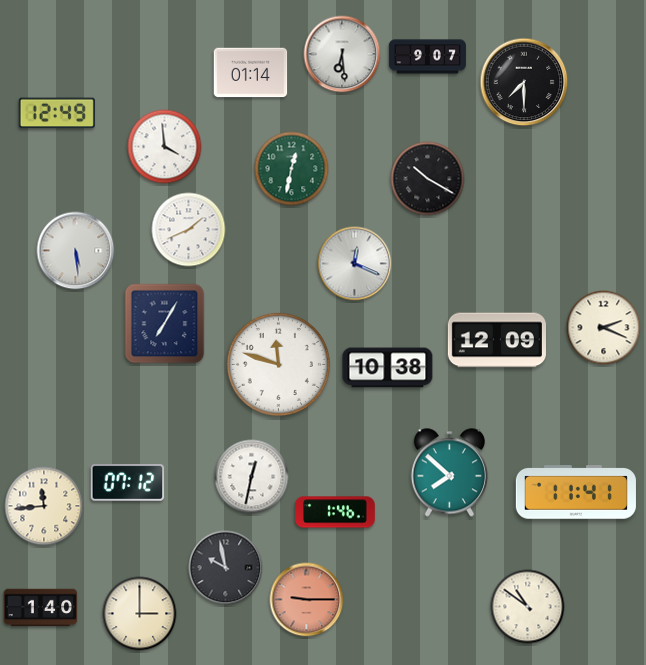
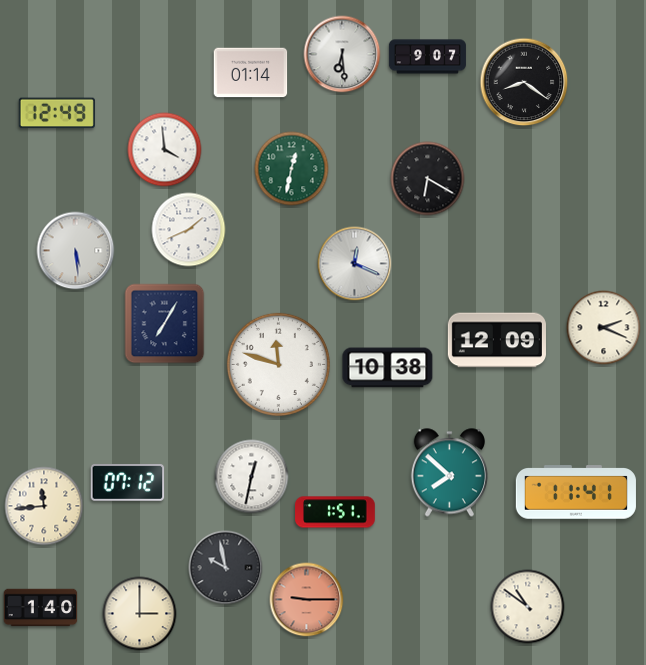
clock at (524, 82): 7:30 -> 8:21
clock at (165, 147) position: (165, 147) -> (165, 150)
clock at (428, 179): 10:20 -> 6:20
clock at (335, 512): 1:46 -> 1:51
